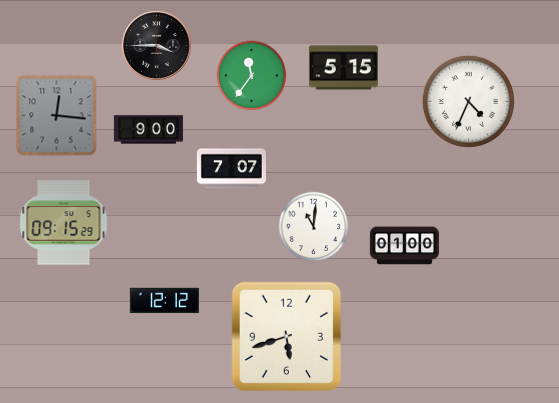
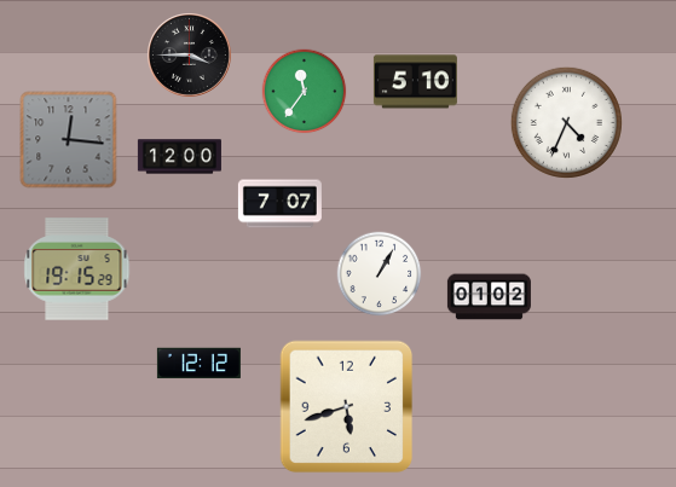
clock at (343, 68): 5:15 -> 5:10
clock at (148, 130): 9:00 -> 12:00
clock at (64, 223): 09:15 -> 19:15
clock at (314, 227): 11:01 -> 1:05
clock at (404, 246): 01:00 -> 01:02
